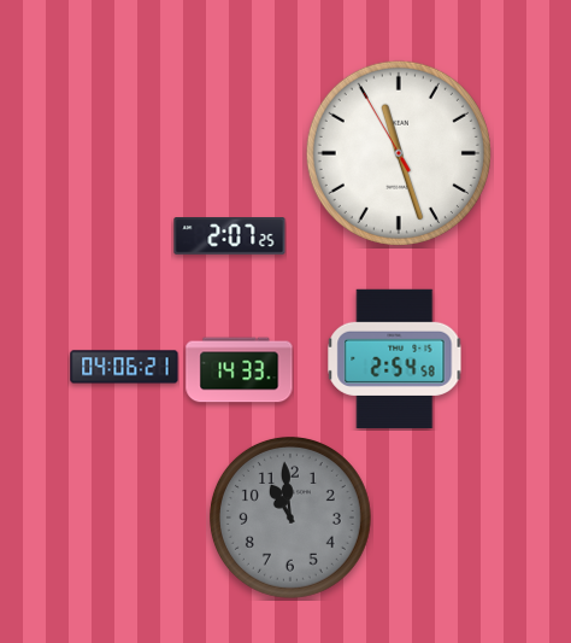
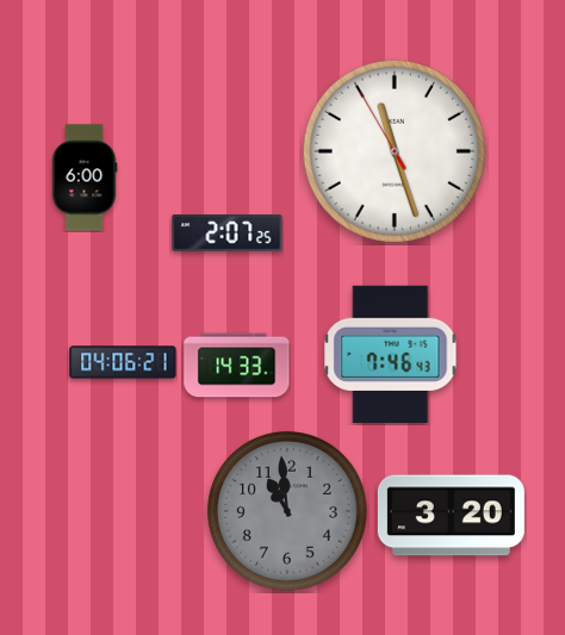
clock at (85, 178): none -> 6:00
clock at (395, 358): 2:54 -> 7:46
clock at (451, 516): none -> 3:20
